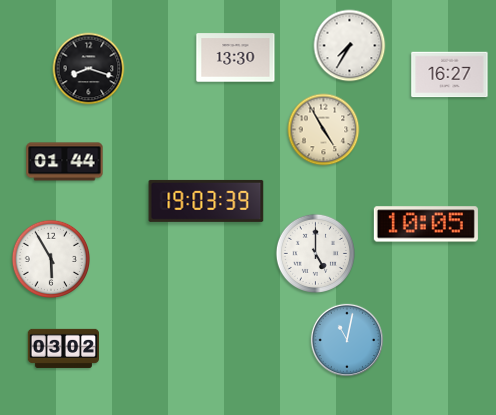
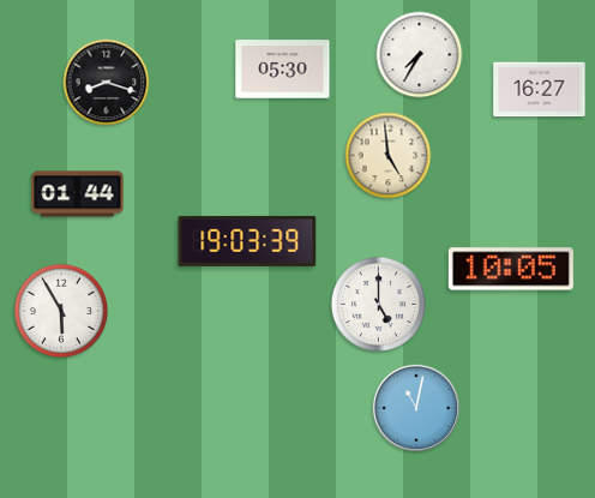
clock at (236, 58): 13:30 -> 05:30
clock at (324, 130): 4:55 -> 4:59
clock at (63, 348): 03:02 -> none
